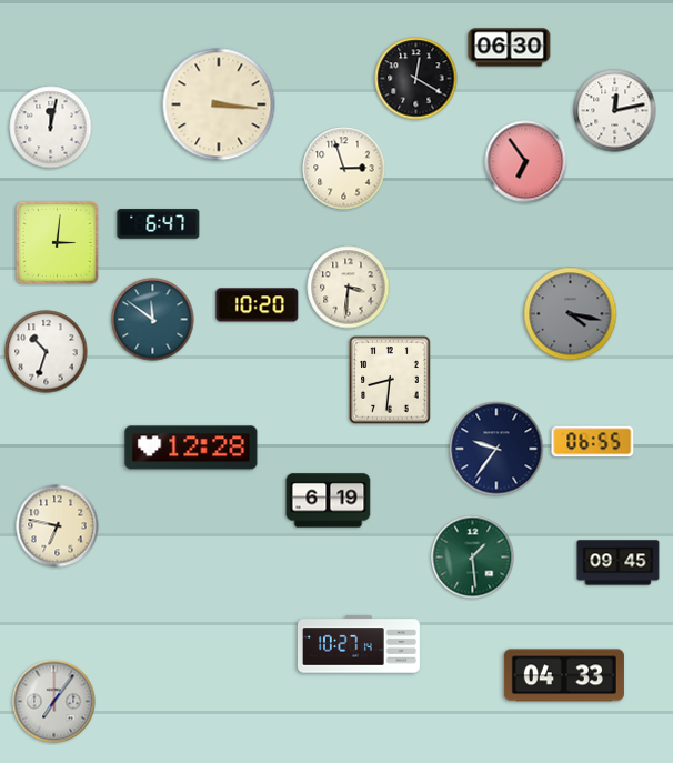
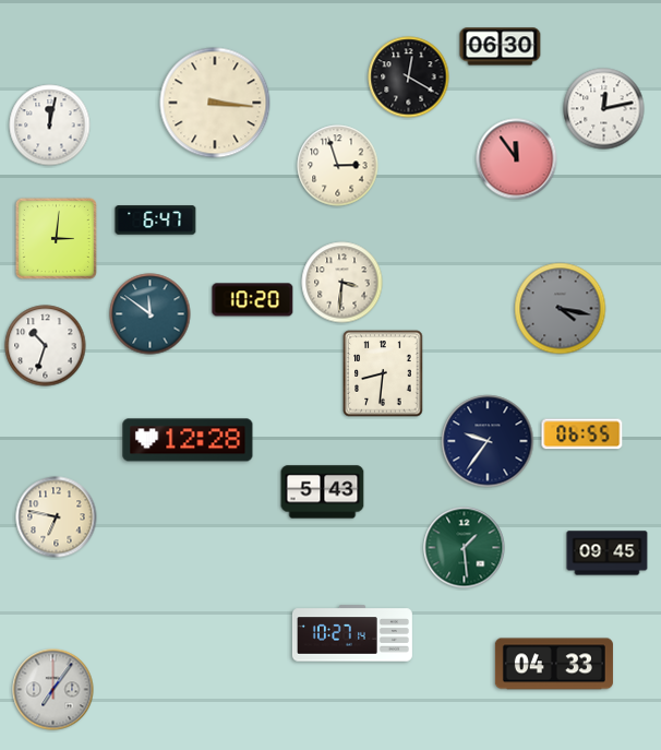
clock at (526, 162): 6:54 -> 11:54
clock at (329, 501): 6:19 -> 5:43
